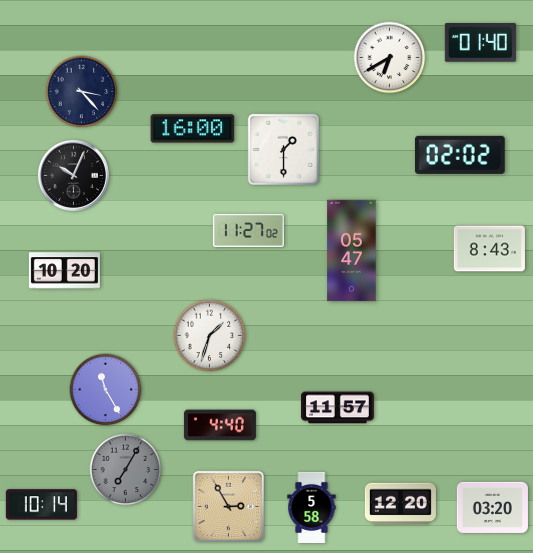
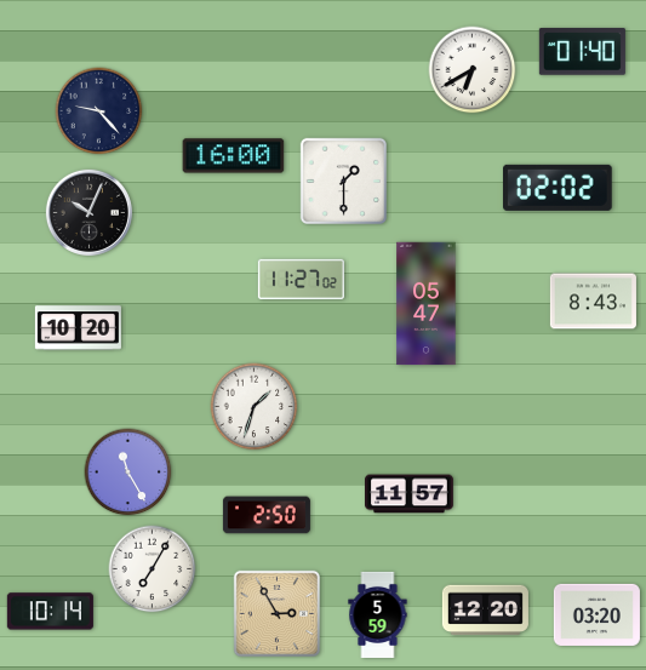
clock at (82, 92): 3:23 -> 9:23
clock at (220, 425): 4:40 -> 2:50
clock at (126, 470) dial: grey -> white
clock at (312, 507): 5:58 -> 5:59
